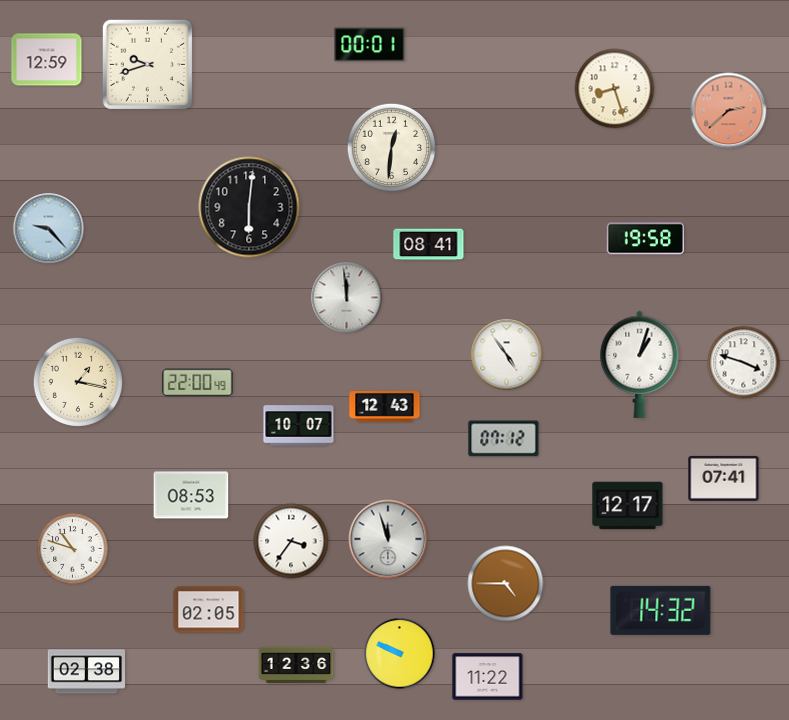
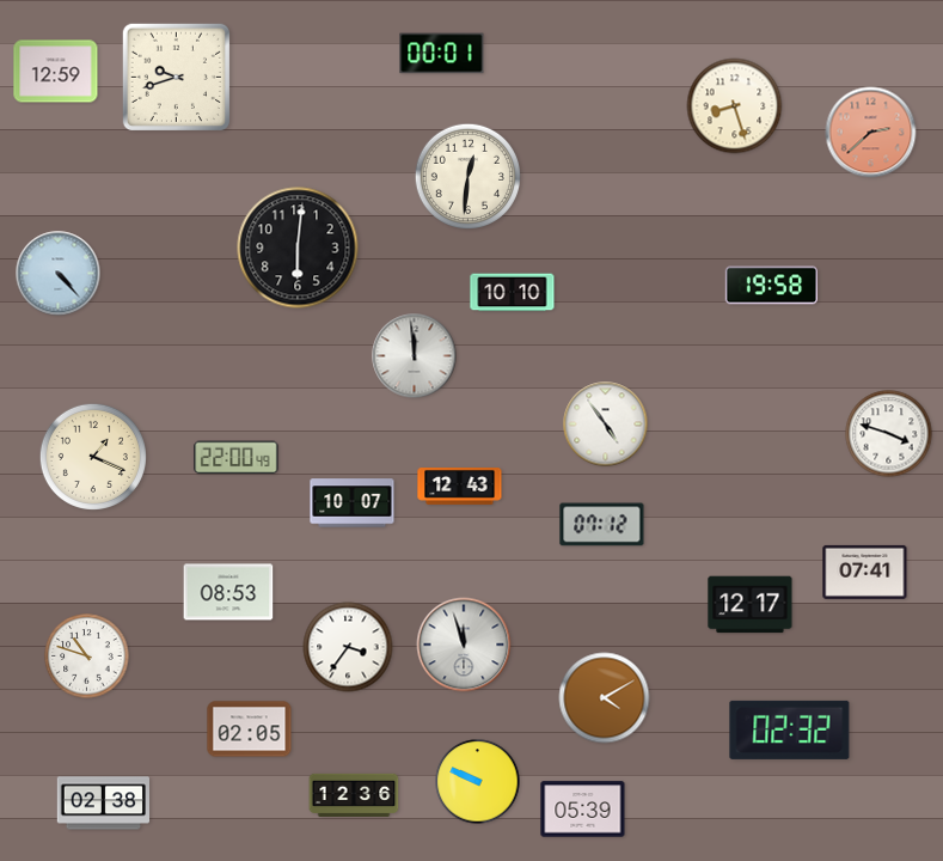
clock at (49, 229): 9:23 -> 4:23
clock at (429, 245): 08:41 -> 10:10
clock at (640, 364): 1:03 -> none
clock at (78, 382): 1:17 -> 1:19
clock at (299, 426) position: (299, 426) -> (353, 503)
clock at (506, 584): 4:45 -> 4:10
clock at (661, 610): 14:32 -> 02:32
clock at (488, 677): 11:22 -> 05:39
